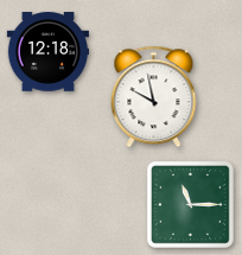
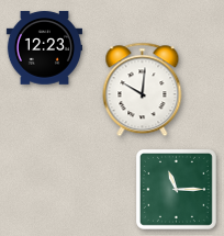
clock at (47, 52): 12:18 -> 12:23
clock at (154, 97): 9:58 -> 10:01
